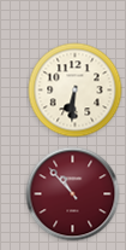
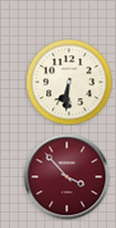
clock at (72, 193): 10:53 -> 3:53
